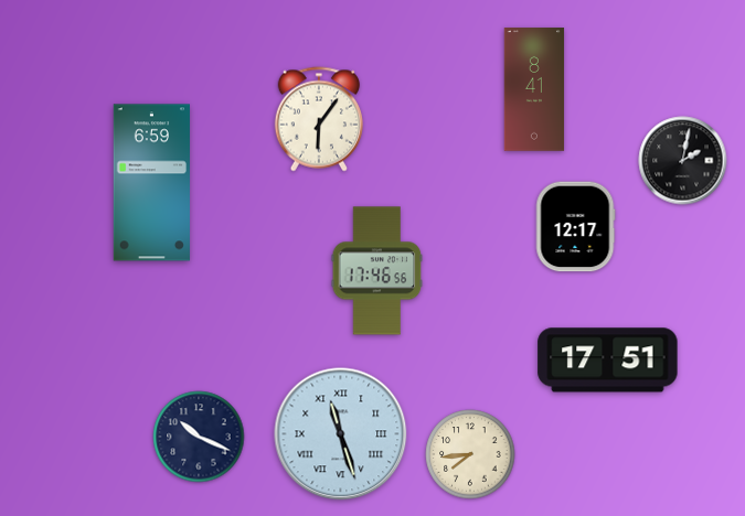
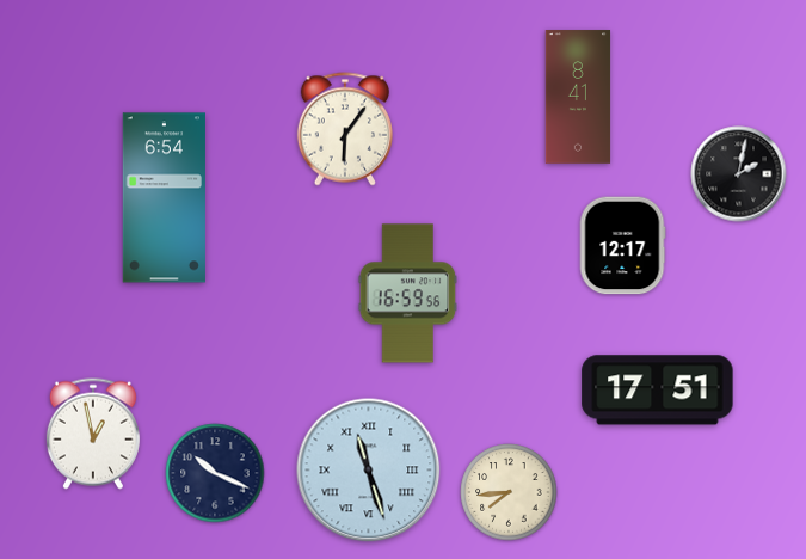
clock at (151, 183): 6:59 -> 6:54
clock at (377, 271): 17:46 -> 16:59
clock at (93, 434): none -> 12:58
